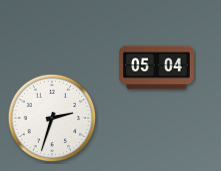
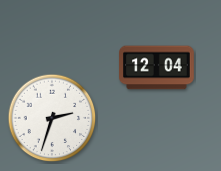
clock at (157, 68): 05:04 -> 12:04
